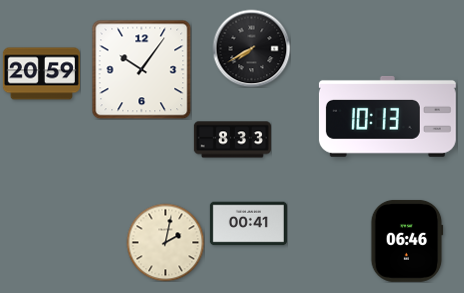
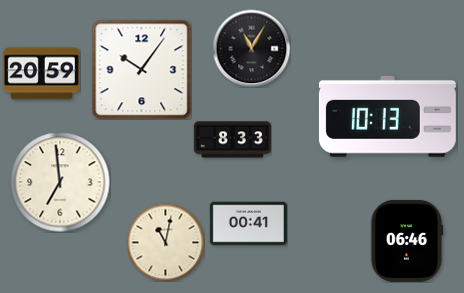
clock at (251, 48): 7:40 -> 11:05
clock at (60, 182): none -> 6:59
clock at (165, 242): 2:02 -> 11:02
